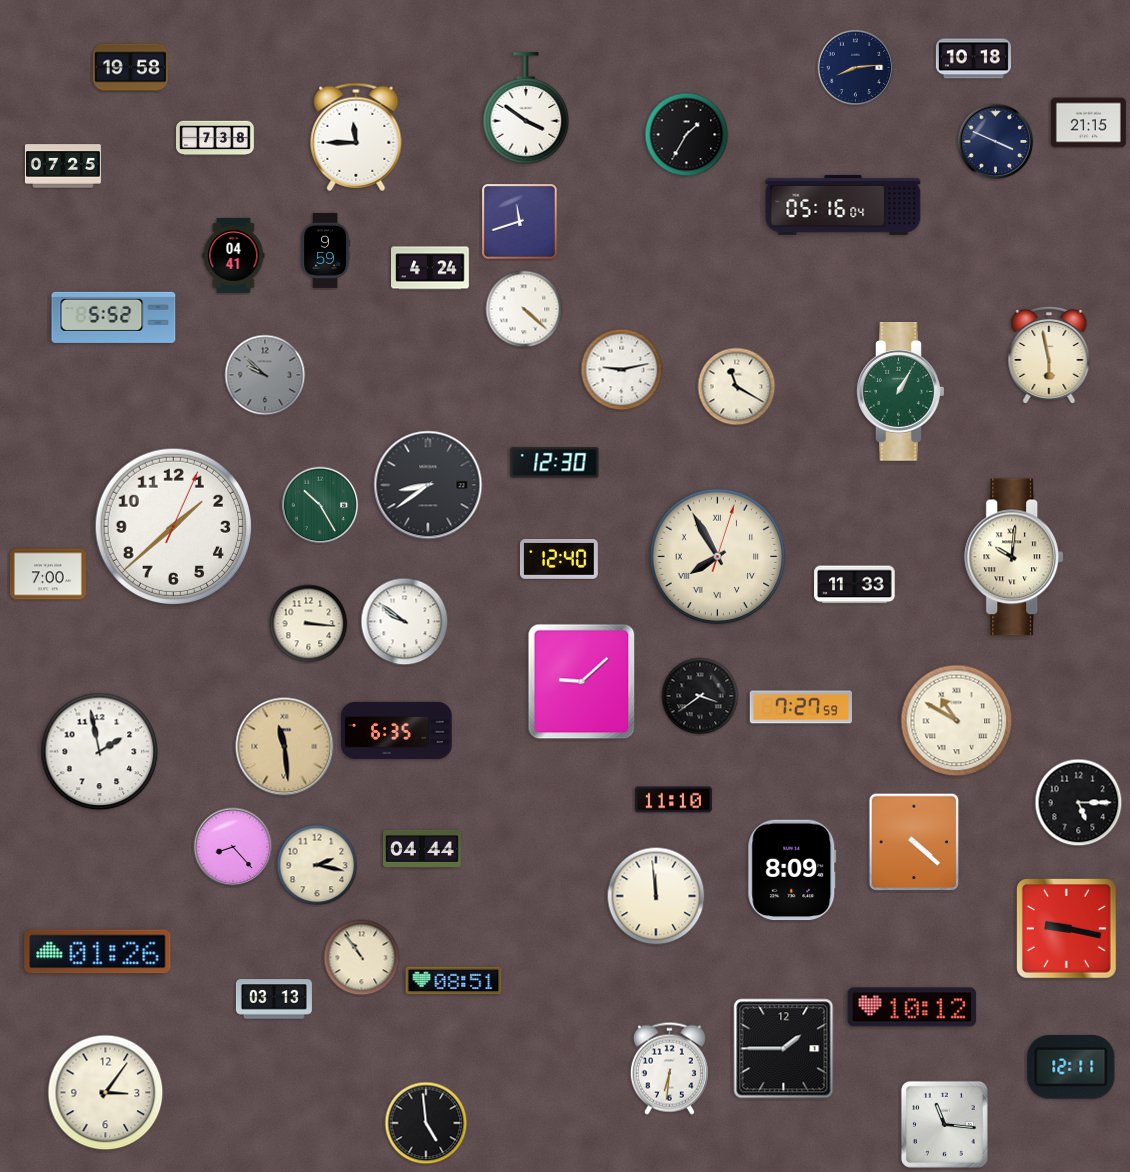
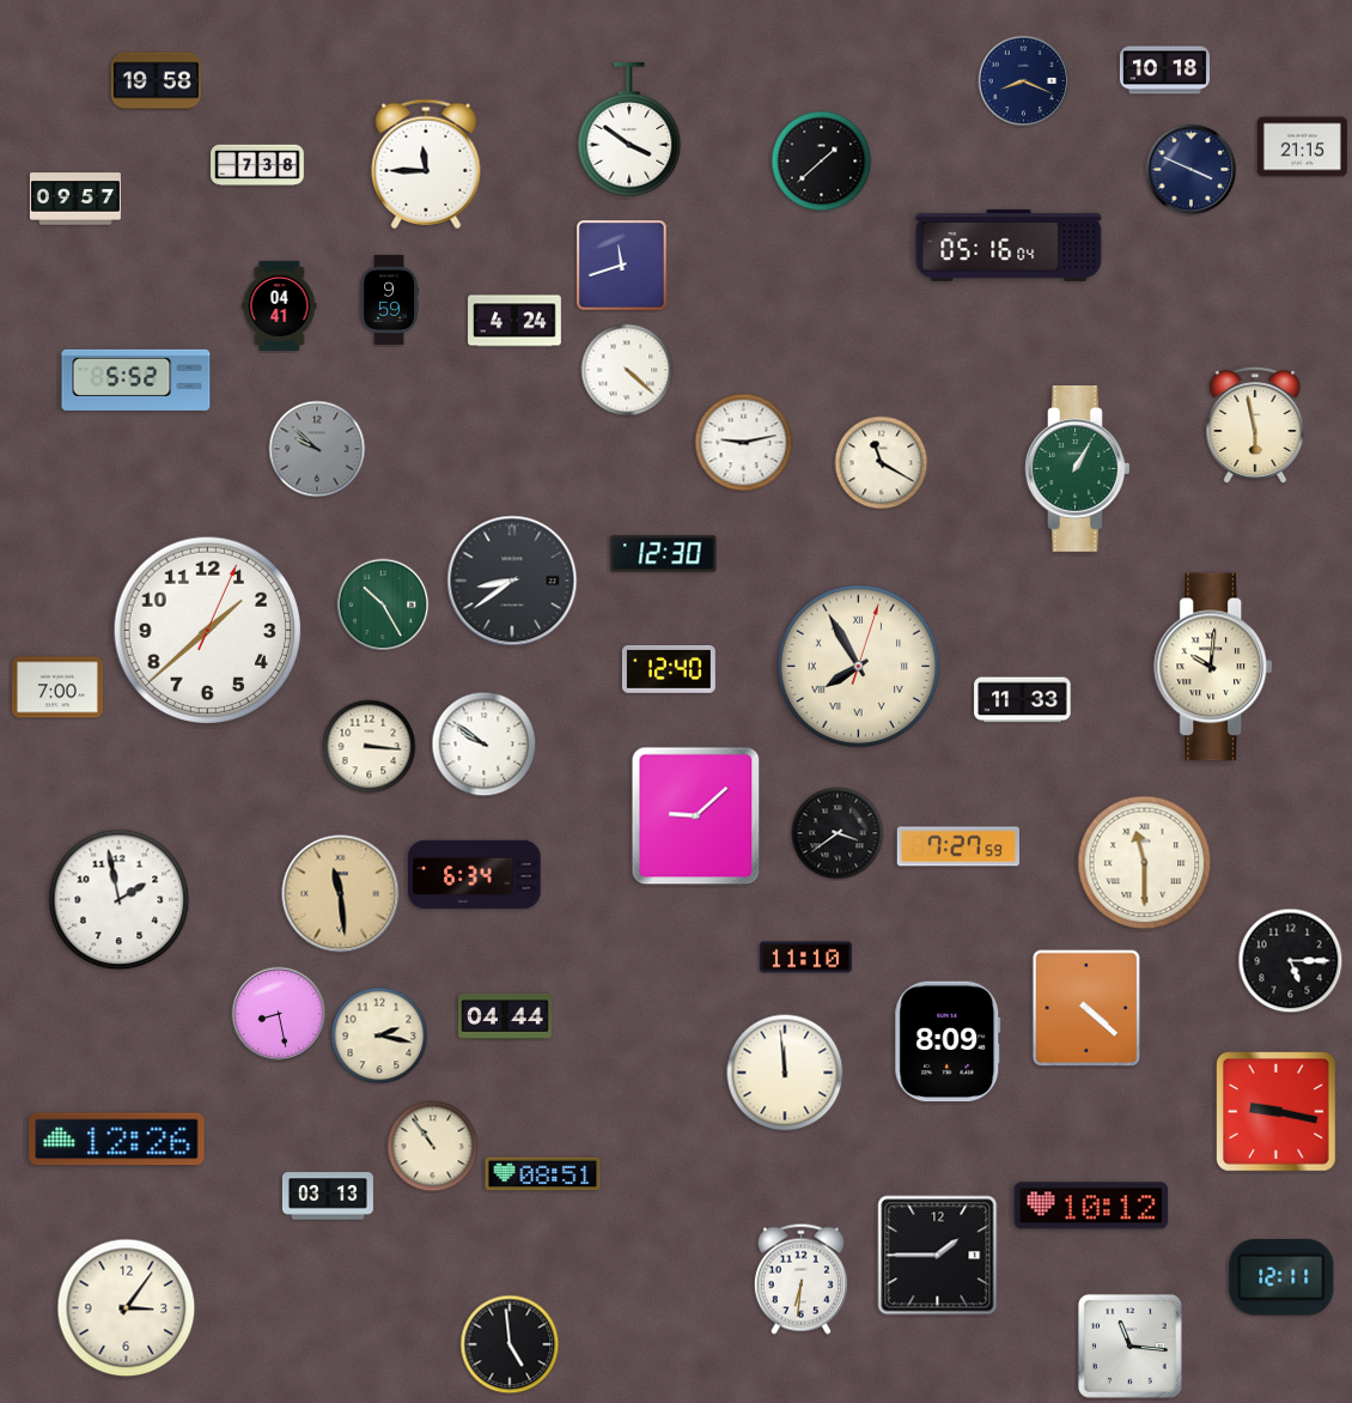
clock at (856, 68): 8:14 -> 8:19
clock at (687, 135): 1:35 -> 1:38
clock at (63, 166): 07:25 -> 09:57
clock at (957, 721): 10:50 -> 11:30
clock at (397, 730): 6:35 -> 6:34
clock at (914, 842) position: (914, 842) -> (1086, 1008)
clock at (233, 847): 8:23 -> 8:28
clock at (98, 952): 01:26 -> 12:26
